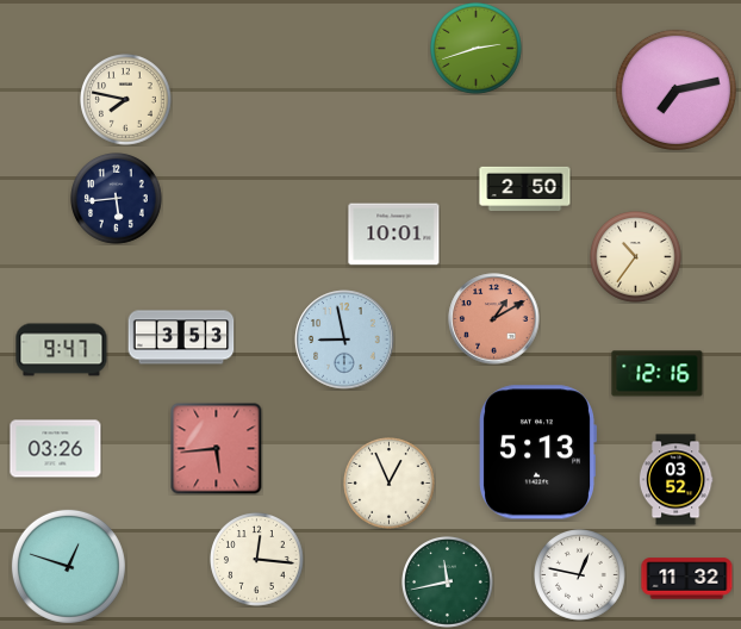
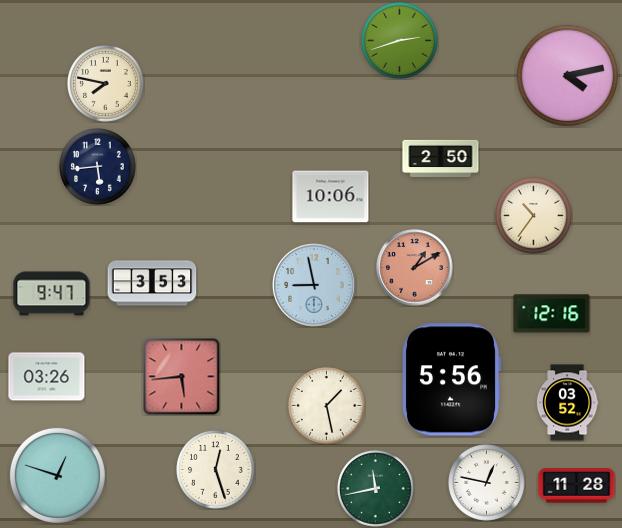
clock at (675, 89): 7:13 -> 4:13
clock at (394, 235): 10:01 -> 10:06
clock at (344, 340) position: (344, 340) -> (314, 285)
clock at (537, 453): 5:13 -> 5:56
clock at (390, 484): 12:56 -> 1:28
clock at (257, 560): 12:16 -> 12:27
clock at (687, 579): 11:32 -> 11:28
